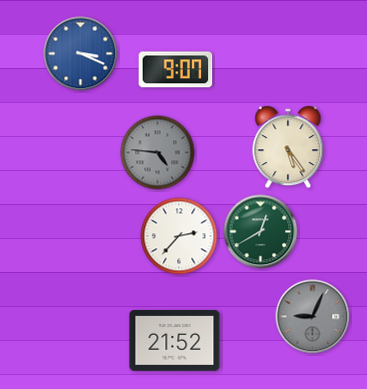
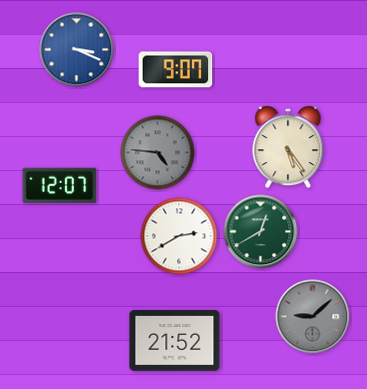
clock at (81, 54) position: (81, 54) -> (77, 50)
clock at (60, 185): none -> 12:07
clock at (179, 236): 2:37 -> 2:40
clock at (313, 317): 9:04 -> 9:08
